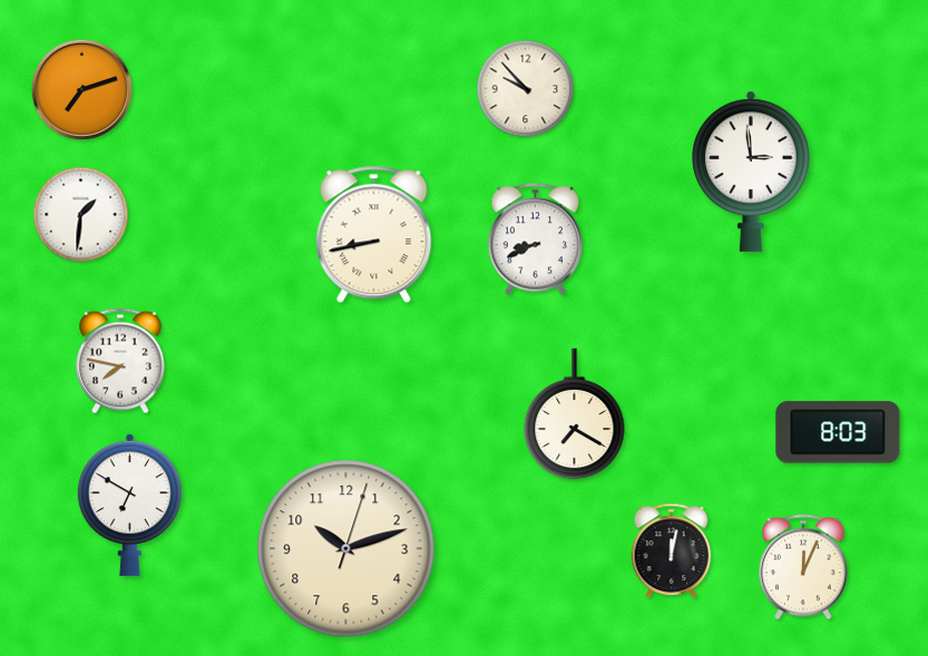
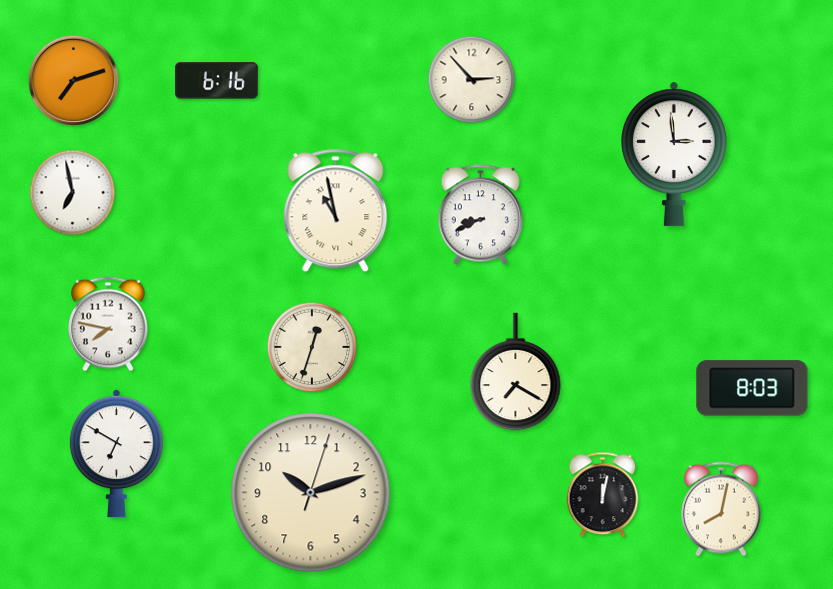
clock at (526, 89): 9:53 -> 2:53
clock at (217, 81): none -> 6:16
clock at (81, 215): 1:31 -> 6:58
clock at (374, 235): 8:43 -> 10:58
clock at (312, 347): none -> 12:33
clock at (804, 567): 12:04 -> 8:02
